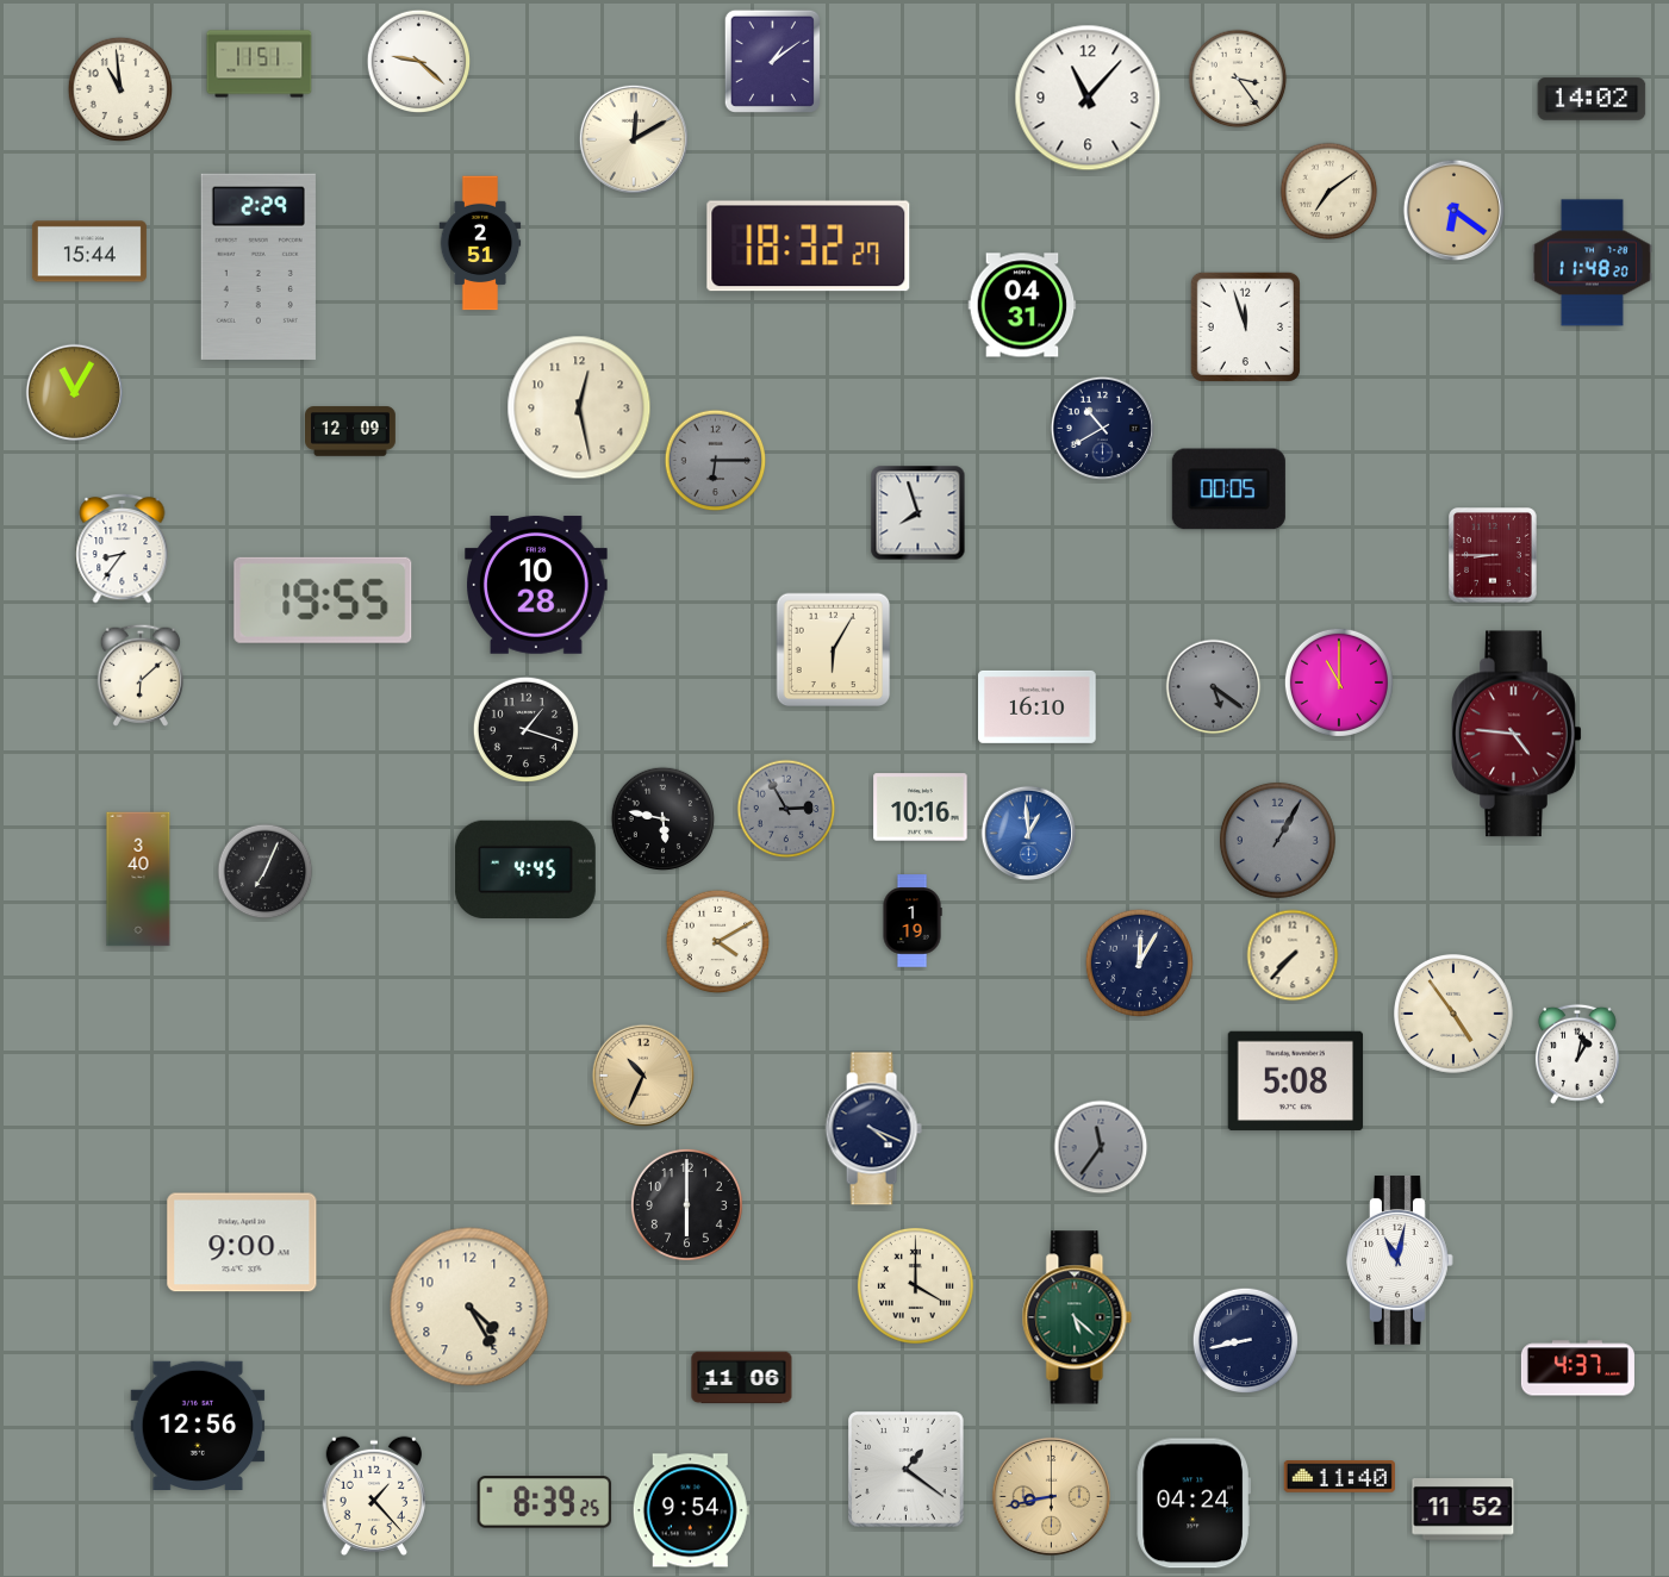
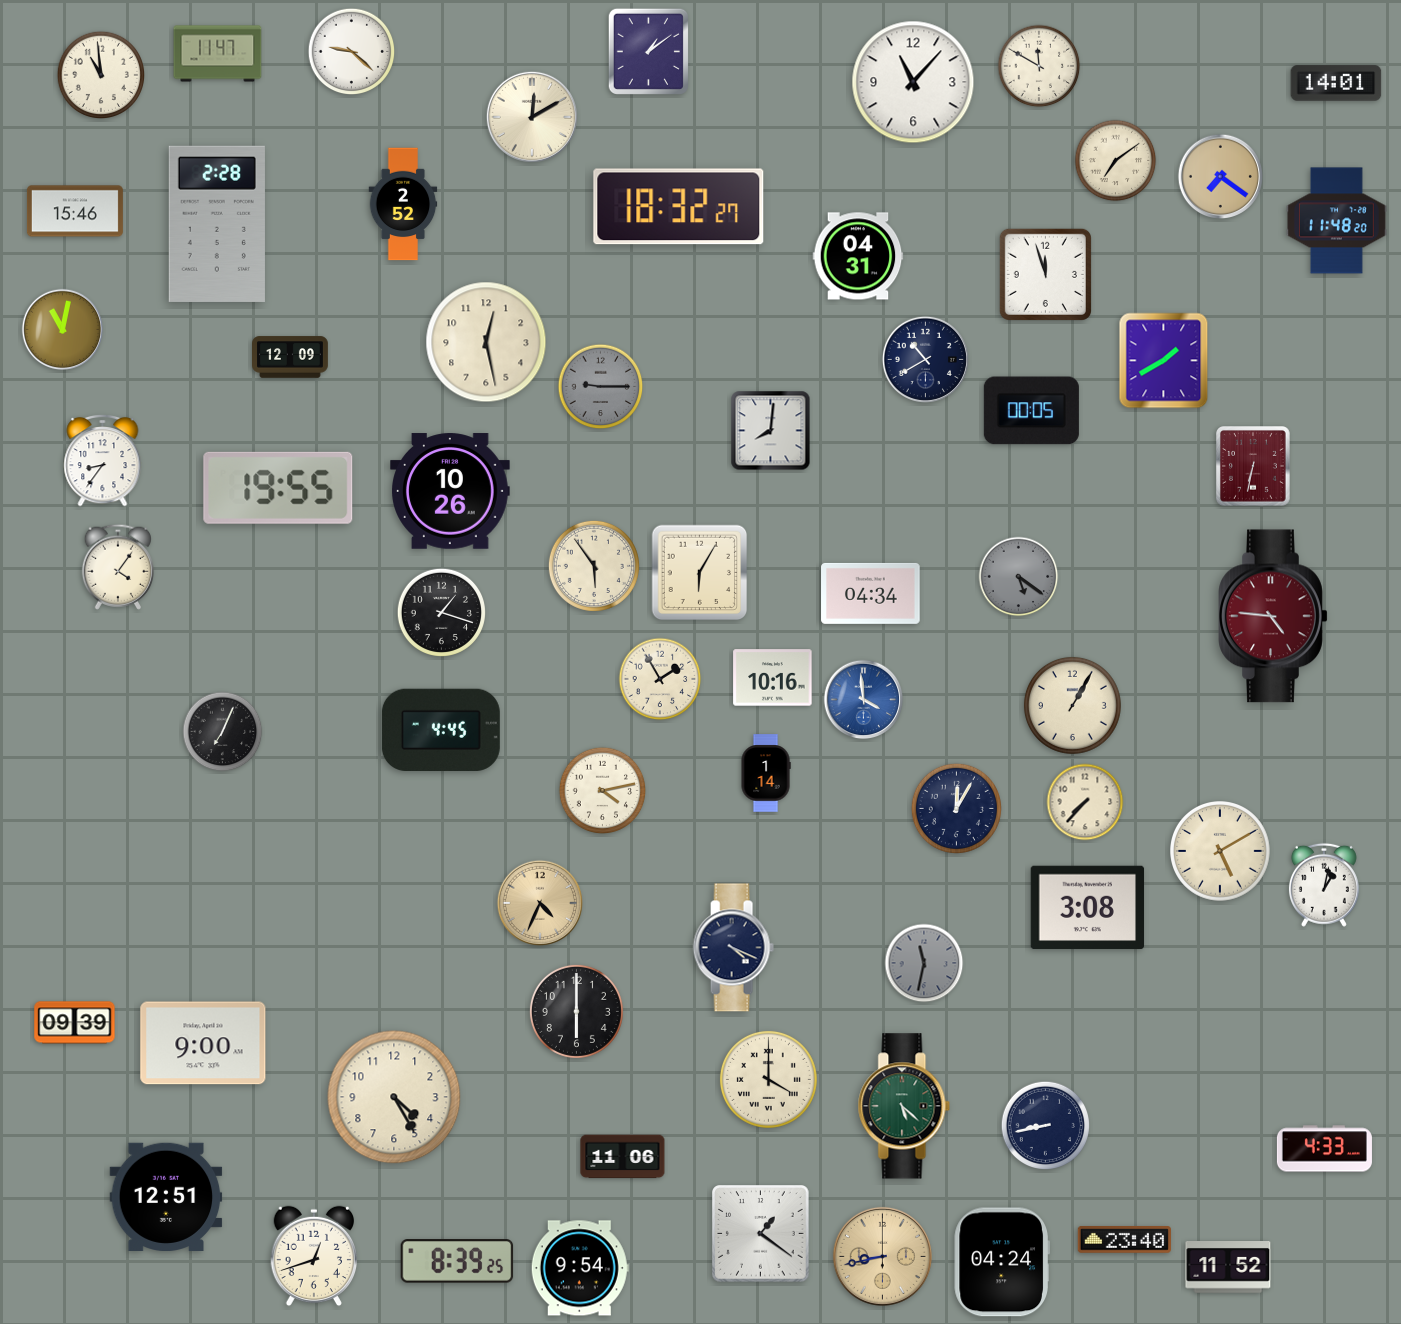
clock at (260, 64): 11:51 -> 11:47
clock at (1238, 79): 3:24 -> 11:50
clock at (1592, 99): 14:02 -> 14:01
clock at (1453, 210): 6:21 -> 7:21
clock at (480, 243): 2:51 -> 2:52
clock at (89, 251): 15:44 -> 15:46
clock at (259, 267): 2:29 -> 2:28
clock at (75, 393): 11:05 -> 11:02
clock at (1164, 361): none -> 1:40
clock at (351, 431) position: (351, 431) -> (291, 357)
clock at (716, 461): 6:15 -> 9:15
clock at (918, 513): 7:57 -> 8:01
clock at (1494, 556): 8:45 -> 6:32
clock at (536, 585): 10:28 -> 10:26
clock at (323, 600) position: (323, 600) -> (278, 488)
clock at (834, 650) position: (834, 650) -> (700, 573)
clock at (594, 566): none -> 5:54
clock at (141, 675): 6:08 -> 4:06
clock at (1339, 682): 11:00 -> none
clock at (1038, 706): 16:10 -> 04:34
clock at (786, 809): 2:55 -> 1:55
clock at (786, 809) dial: grey -> cream
clock at (664, 819): 5:47 -> none
clock at (1029, 834): 12:59 -> 3:59
clock at (1277, 840) dial: grey -> cream
clock at (138, 879): 3:40 -> none
clock at (913, 921): 1:19 -> 1:14
clock at (718, 942): 4:10 -> 4:13
clock at (1455, 1015): 4:54 -> 5:10
clock at (642, 1074): 10:34 -> 4:34
clock at (1296, 1082): 5:08 -> 3:08
clock at (1101, 1147): 11:36 -> 11:32
clock at (75, 1023): none -> 09:39
clock at (1400, 1260): 11:02 -> none
clock at (1577, 1369): 4:37 -> 4:33
clock at (198, 1425): 12:56 -> 12:51
clock at (1339, 1477): 11:40 -> 23:40
clock at (374, 1496): 1:23 -> 12:42
